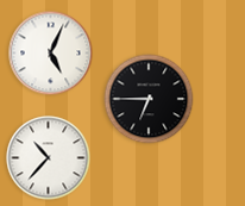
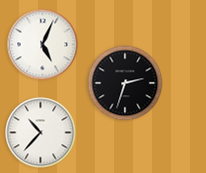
clock at (149, 99): 6:45 -> 2:33
